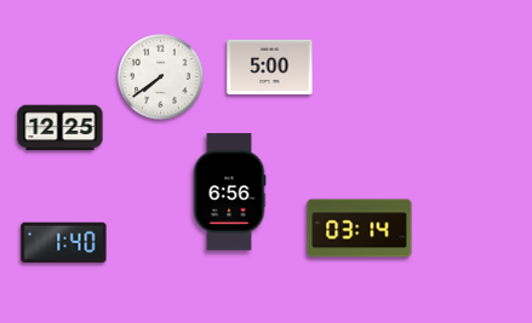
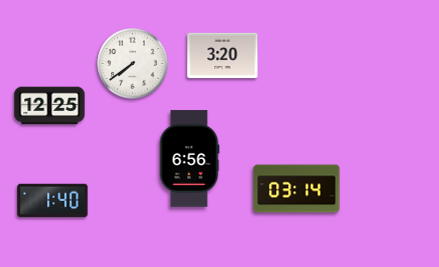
clock at (270, 68): 5:00 -> 3:20
